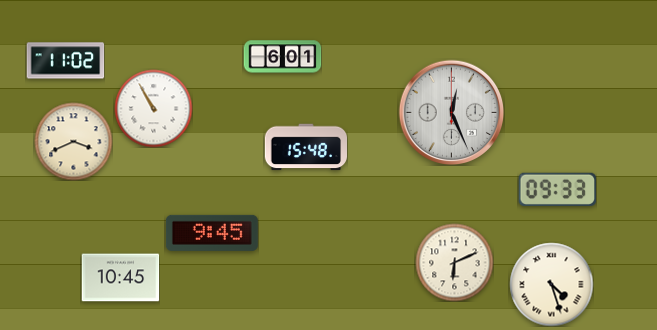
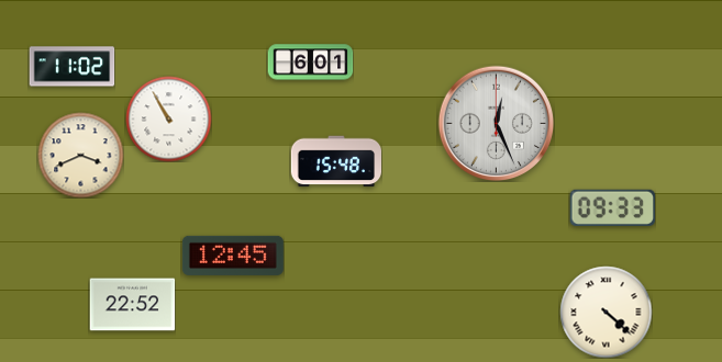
clock at (212, 233): 9:45 -> 12:45
clock at (454, 262): 6:11 -> none
clock at (120, 278): 10:45 -> 22:52
clock at (551, 284): 4:27 -> 4:22
